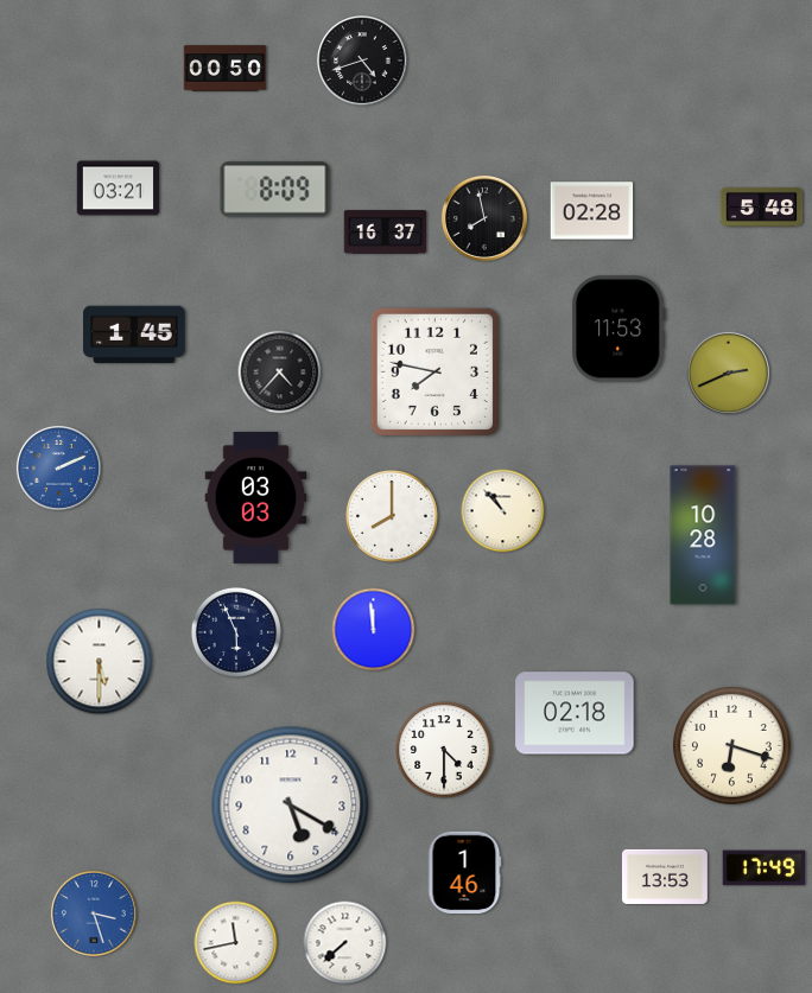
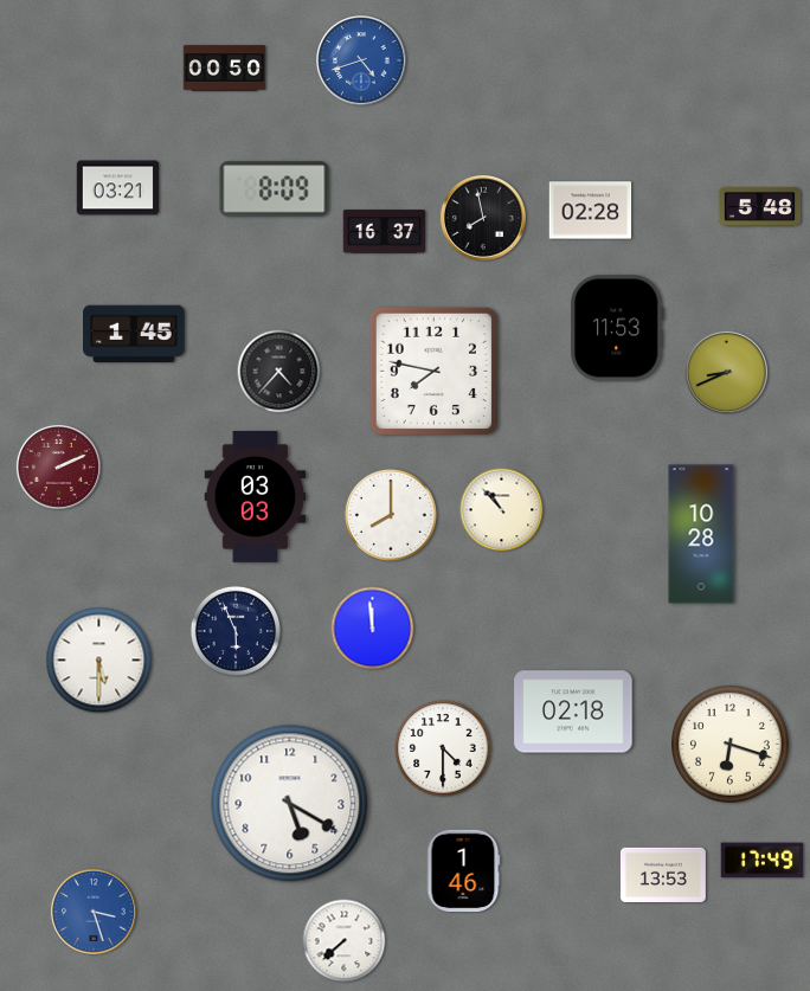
clock at (362, 61) dial: black -> blue
clock at (728, 373): 2:41 -> 8:41
clock at (58, 467) dial: blue -> burgundy
clock at (765, 868) position: (765, 868) -> (763, 861)
clock at (236, 943): 11:43 -> none
